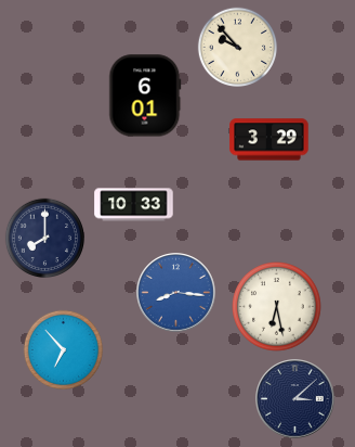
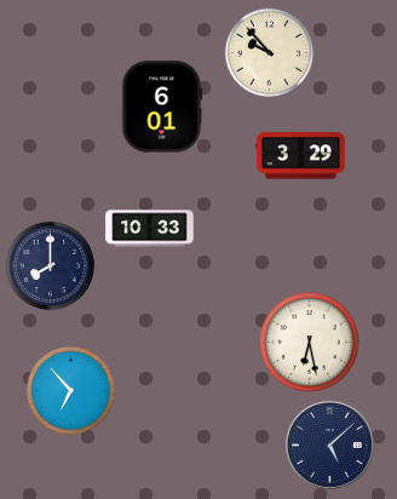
clock at (237, 47) position: (237, 47) -> (269, 52)
clock at (176, 293): 8:16 -> none
clock at (295, 399): 3:08 -> 5:08
